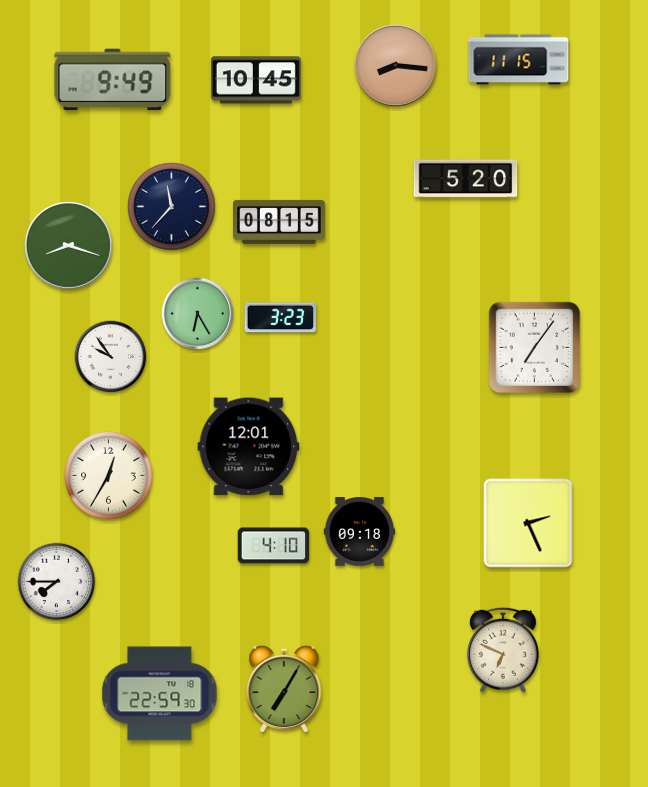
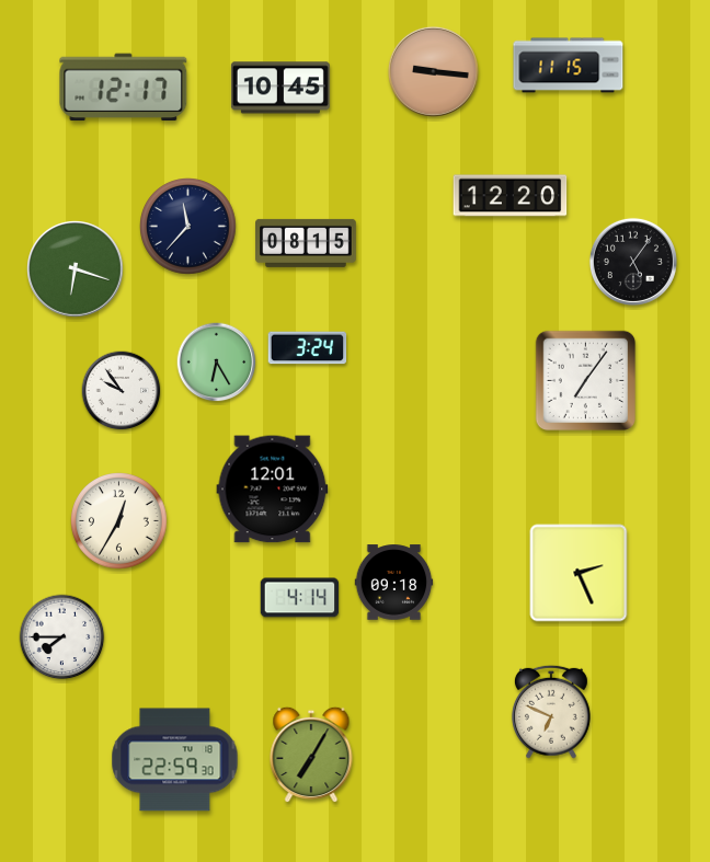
clock at (395, 65): 8:16 -> 9:16
clock at (113, 80): 9:49 -> 12:17
clock at (466, 179): 5:20 -> 12:20
clock at (633, 262): none -> 5:06
clock at (69, 246): 8:18 -> 6:18
clock at (198, 314) position: (198, 314) -> (217, 363)
clock at (281, 318): 3:23 -> 3:24
clock at (274, 546): 4:10 -> 4:14
